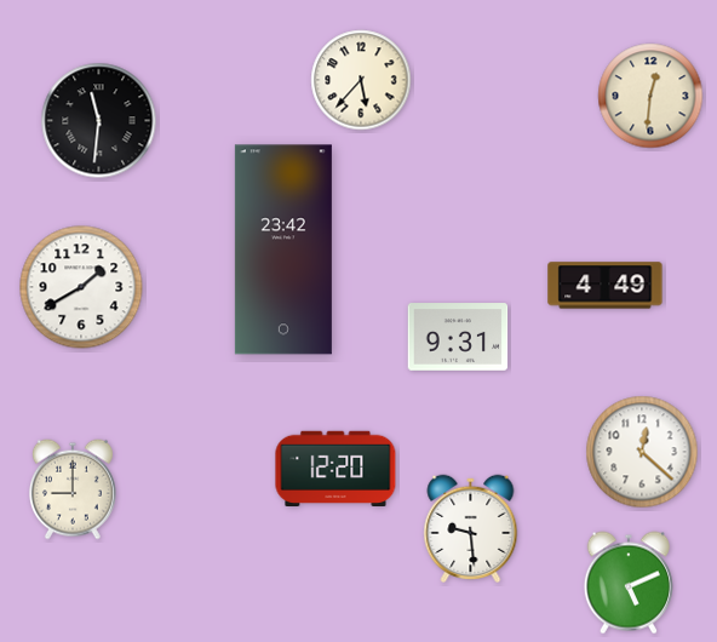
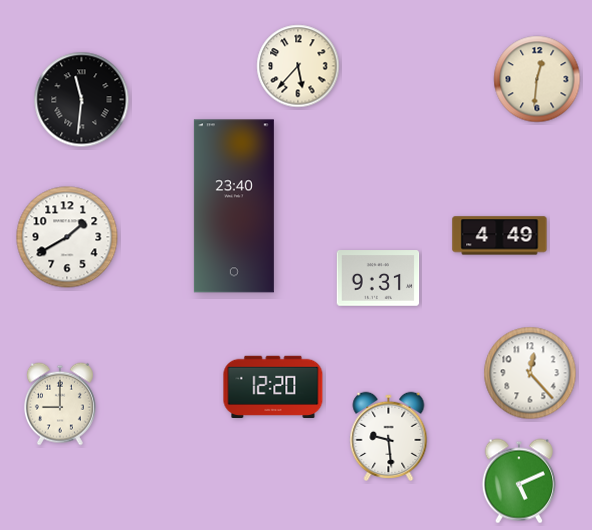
clock at (283, 250): 23:42 -> 23:40
clock at (642, 452): 12:22 -> 12:23
clock at (335, 468) position: (335, 468) -> (273, 386)
